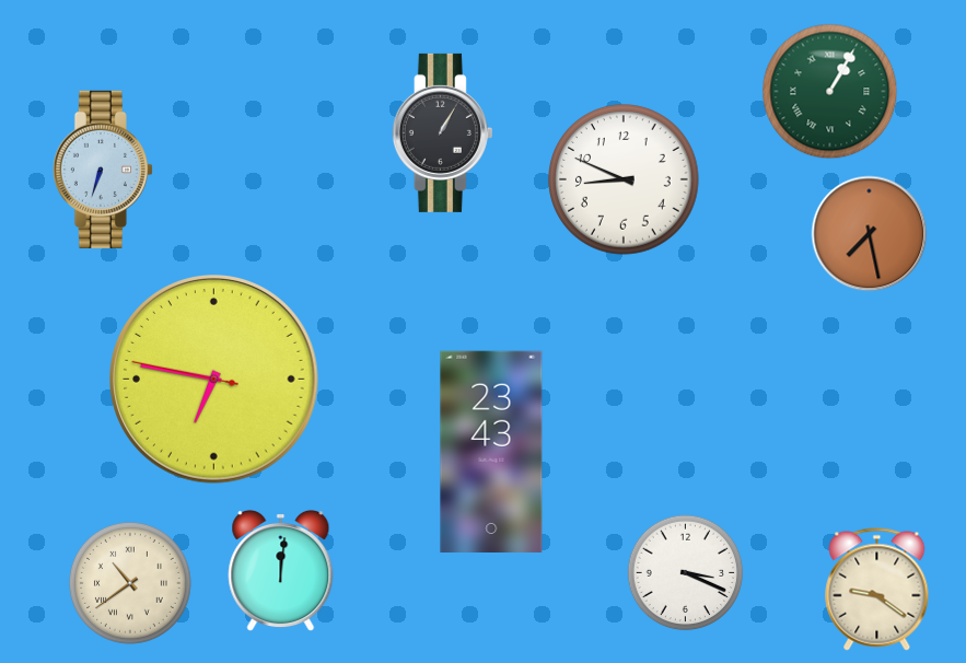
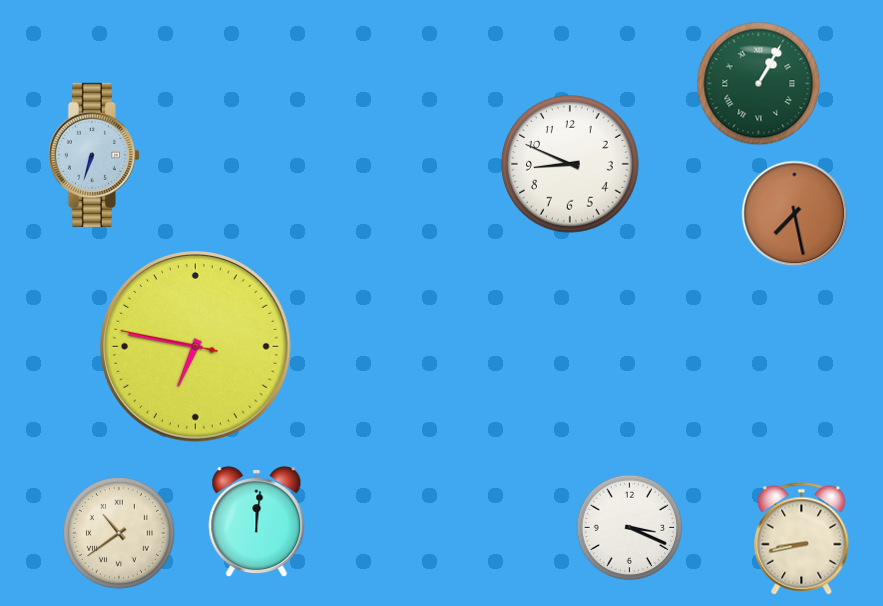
clock at (442, 132): 1:05 -> none
clock at (491, 451): 23:43 -> none
clock at (686, 573) position: (686, 573) -> (630, 528)
clock at (877, 590): 9:21 -> 8:43
